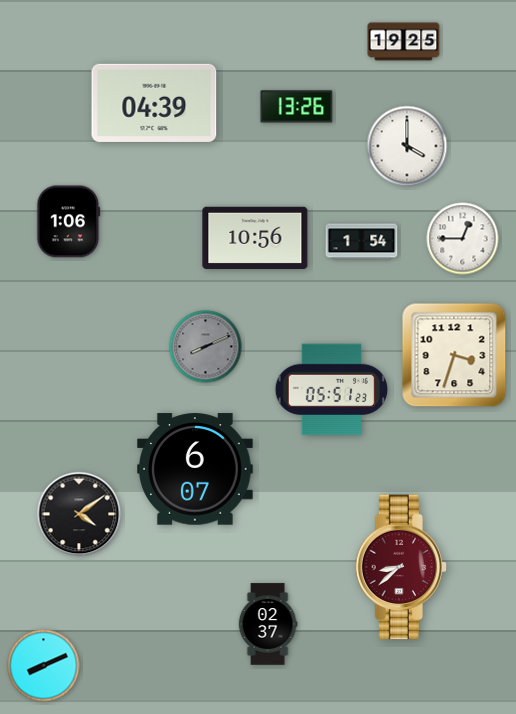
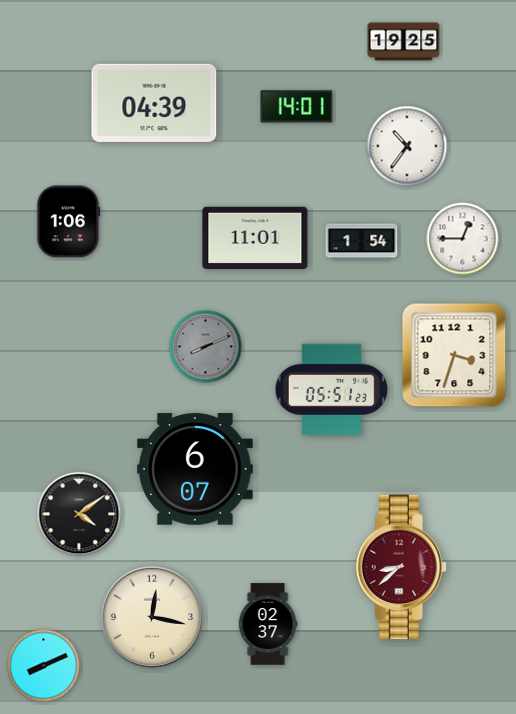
clock at (297, 107): 13:26 -> 14:01
clock at (407, 146): 4:00 -> 10:36
clock at (255, 237): 10:56 -> 11:01
clock at (152, 617): none -> 12:17
